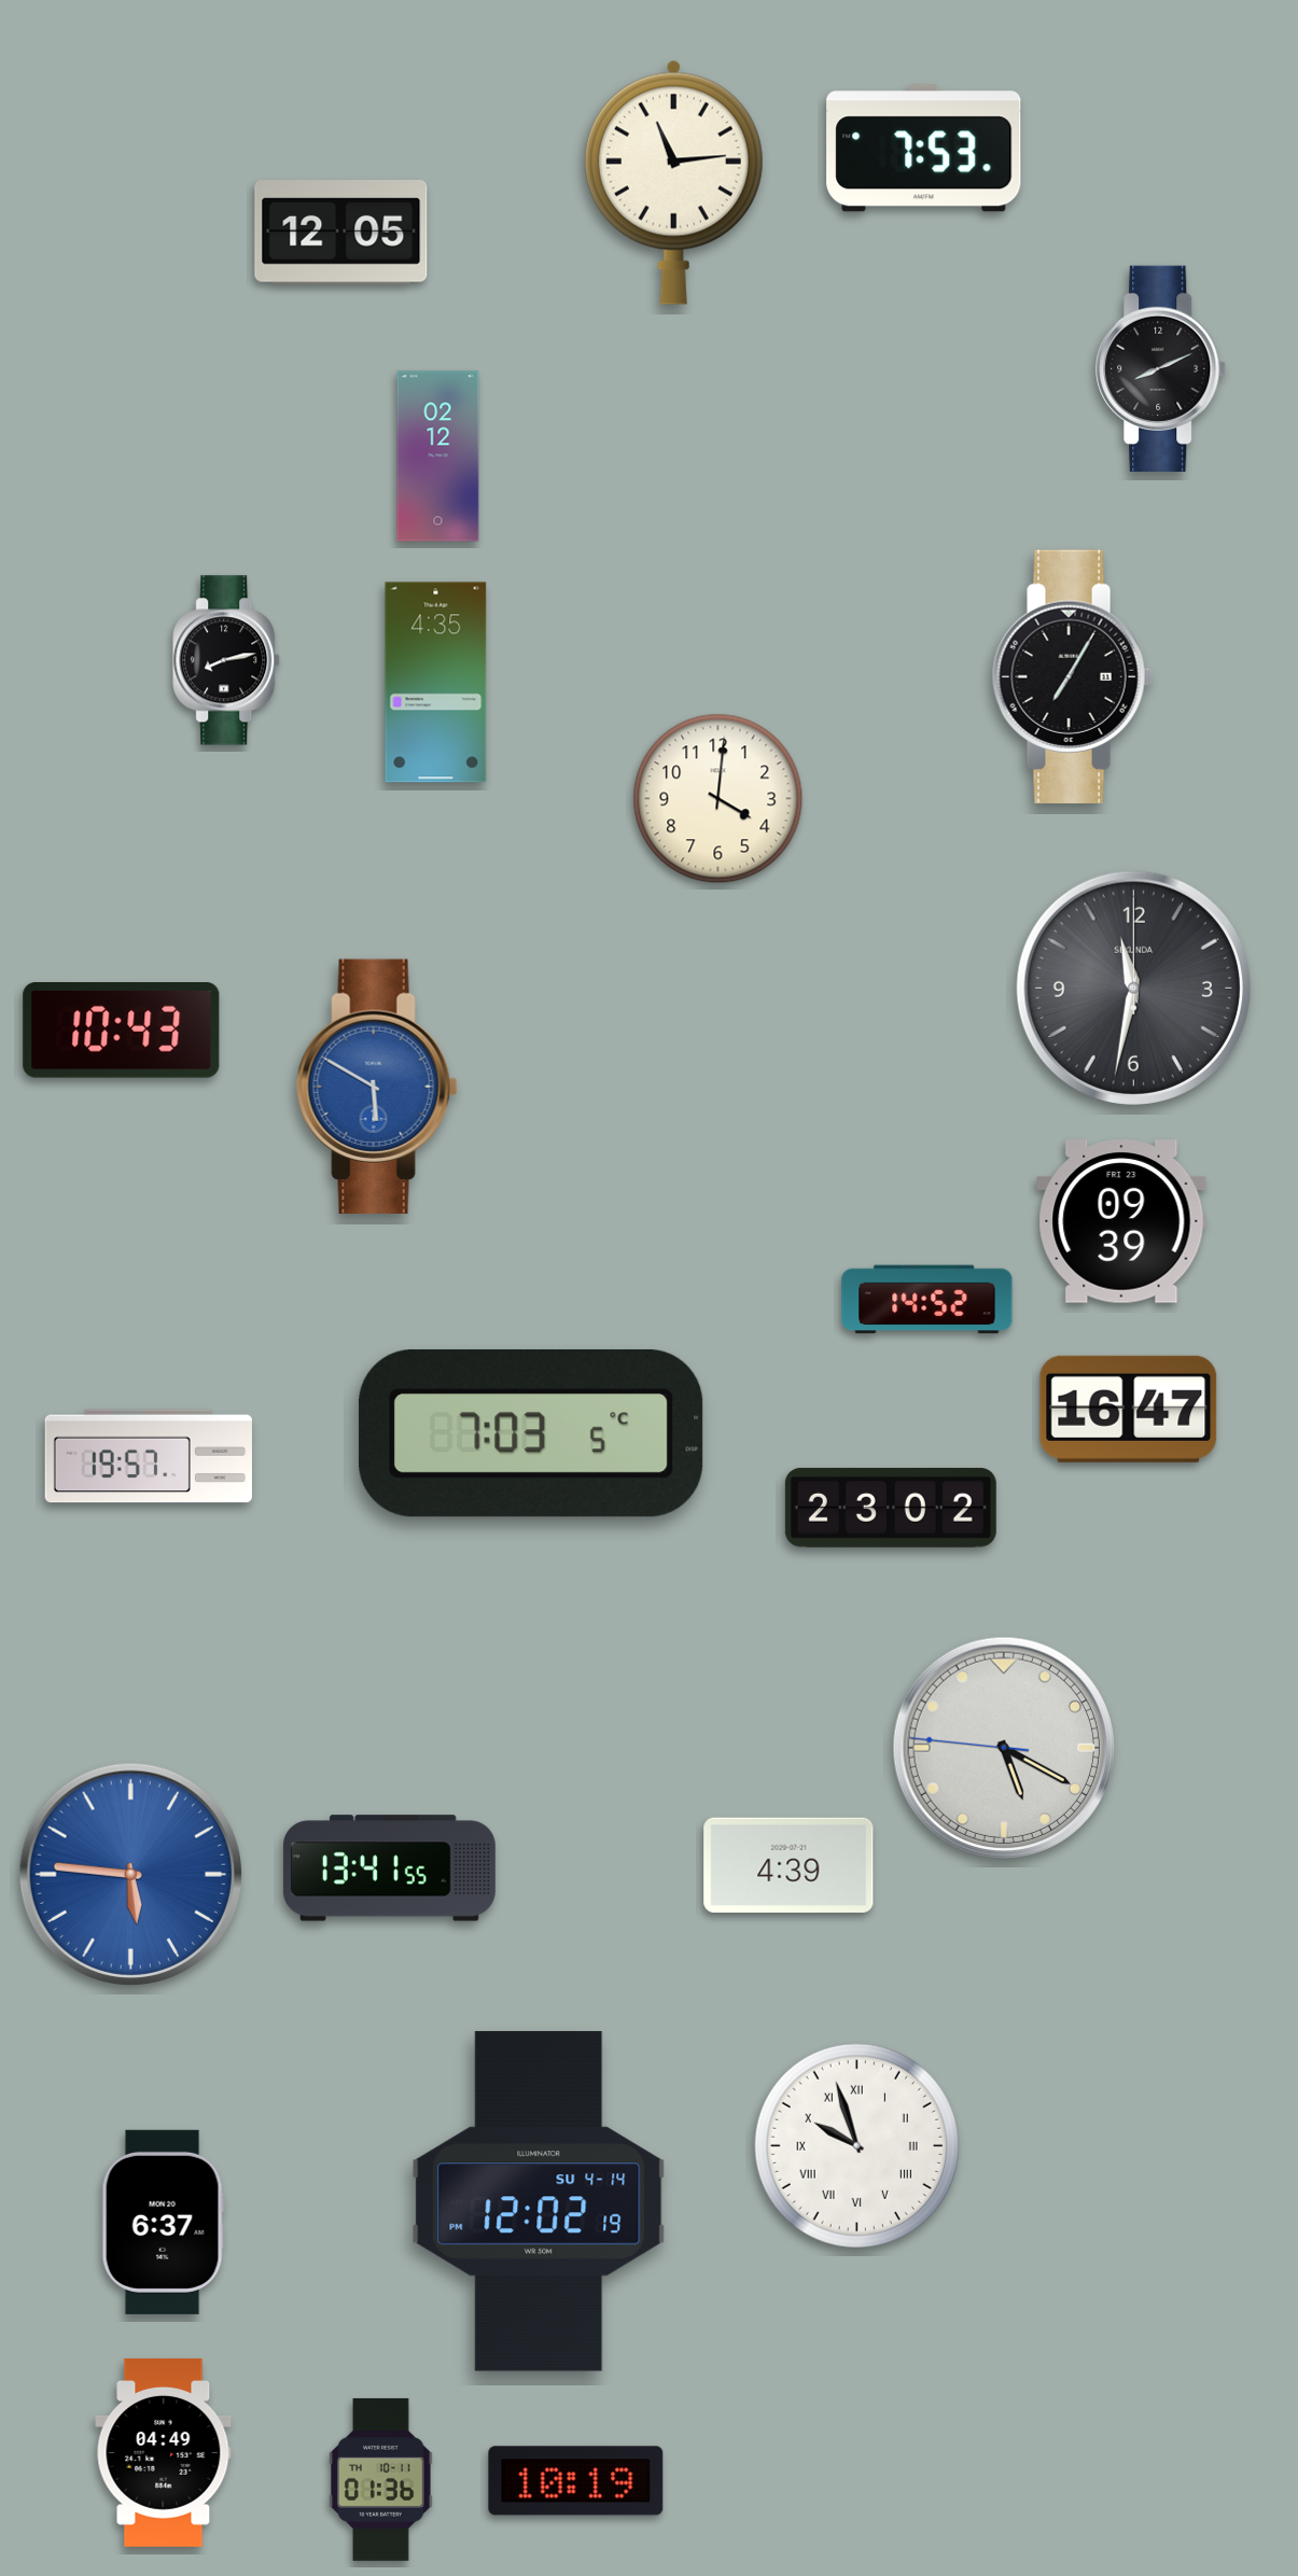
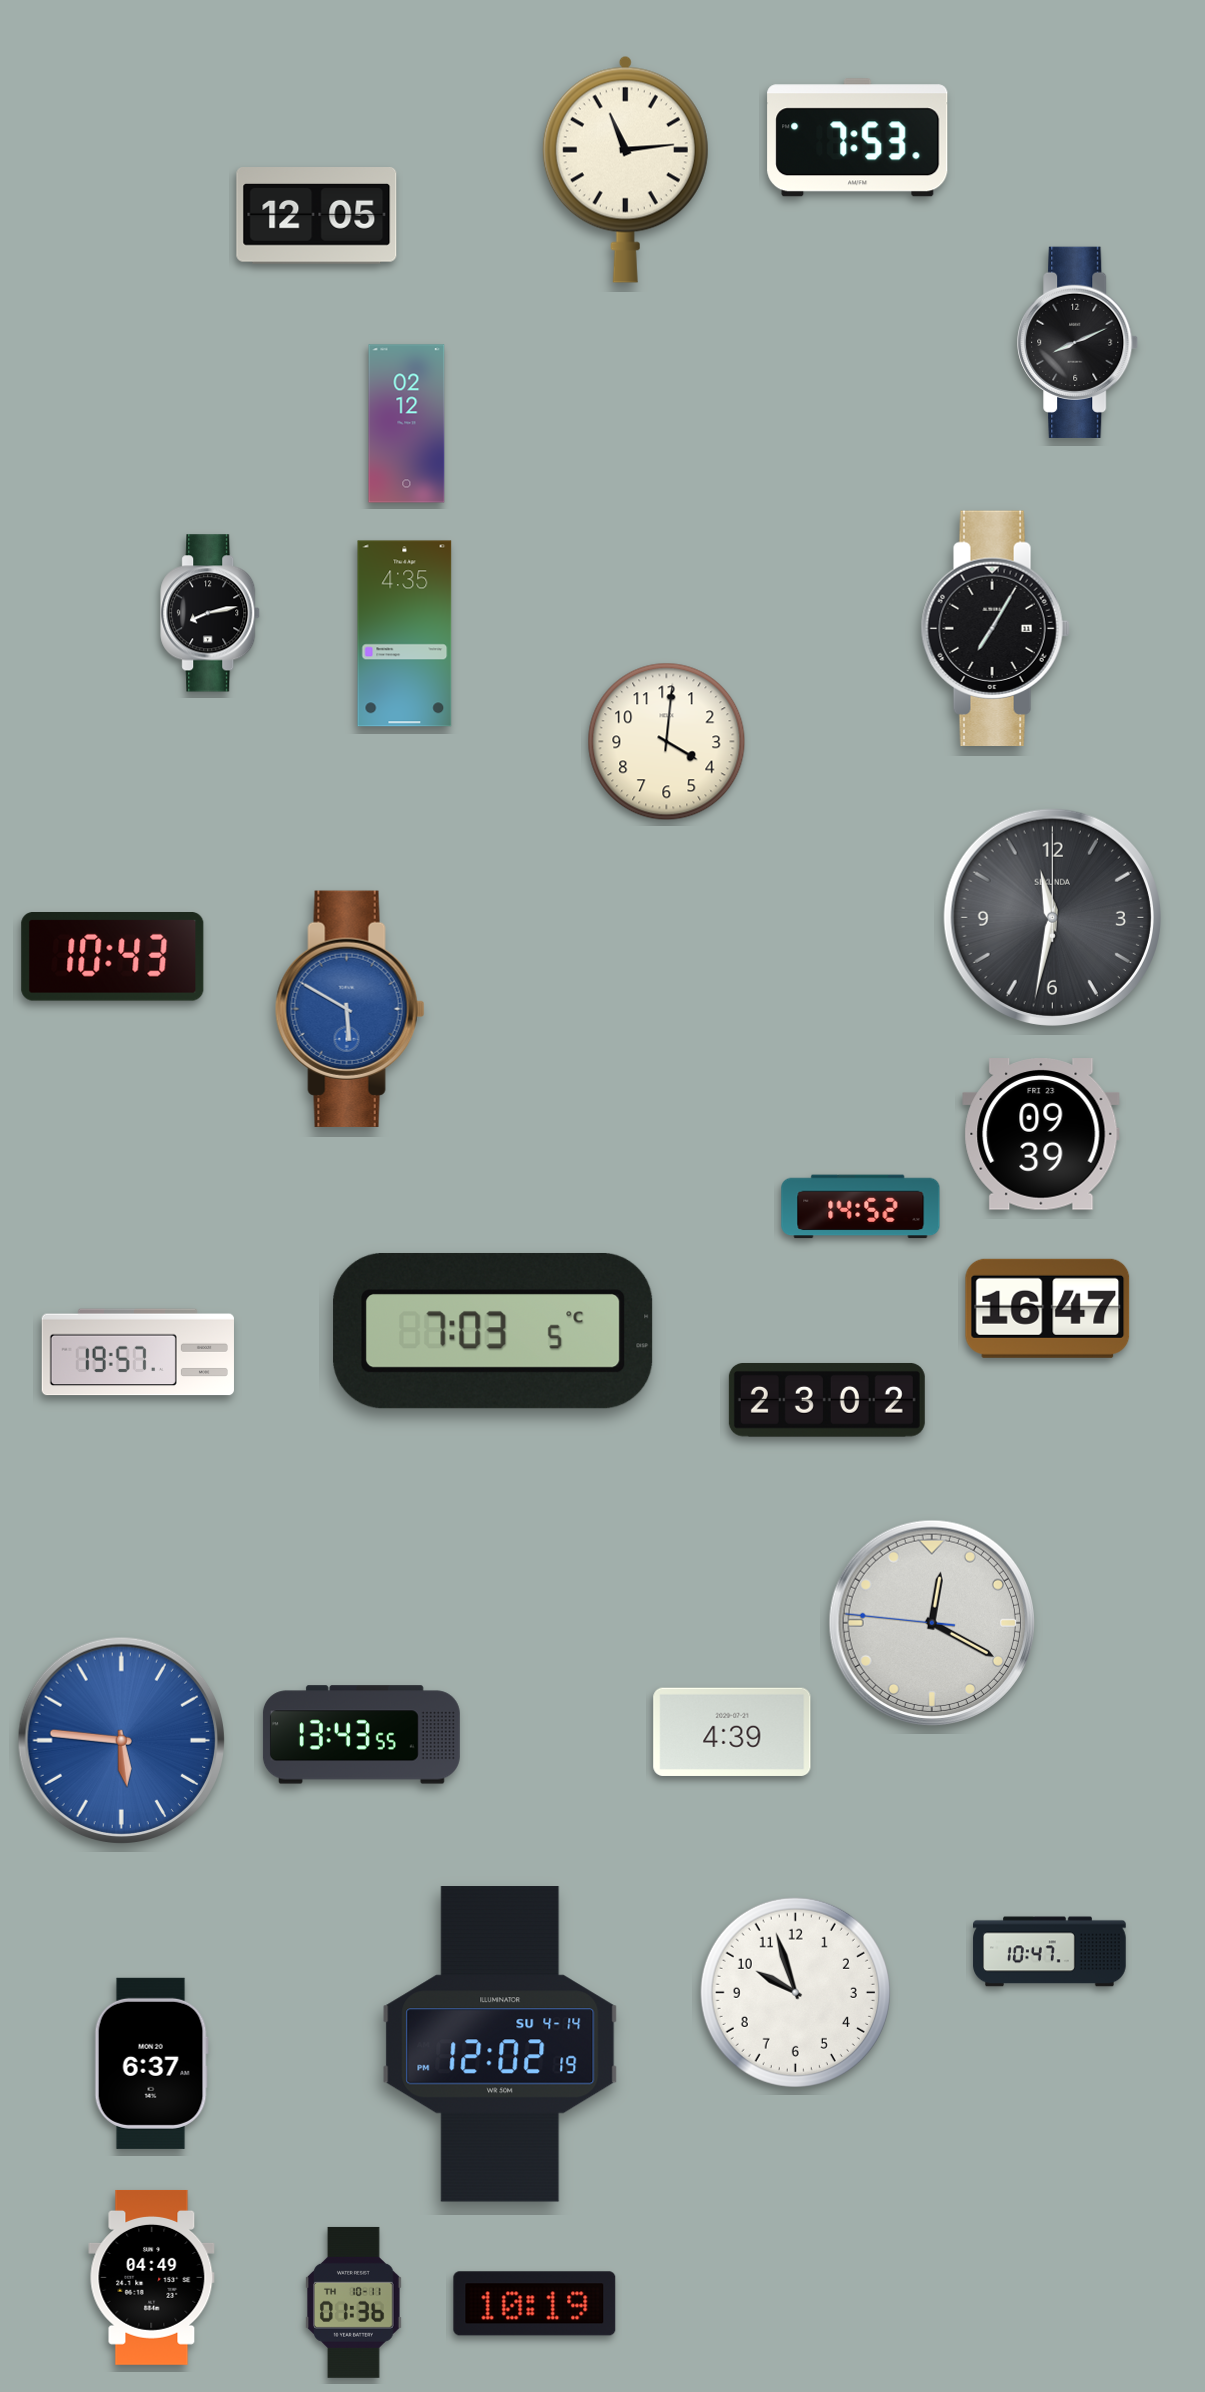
clock at (1003, 1748): 5:19 -> 12:19
clock at (389, 1868): 13:41 -> 13:43
clock at (1050, 1952): none -> 10:47
clock at (856, 2145) numerals: Roman -> Arabic
